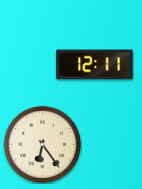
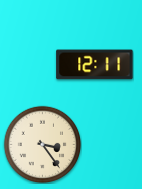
clock at (42, 144): 6:24 -> 3:24
